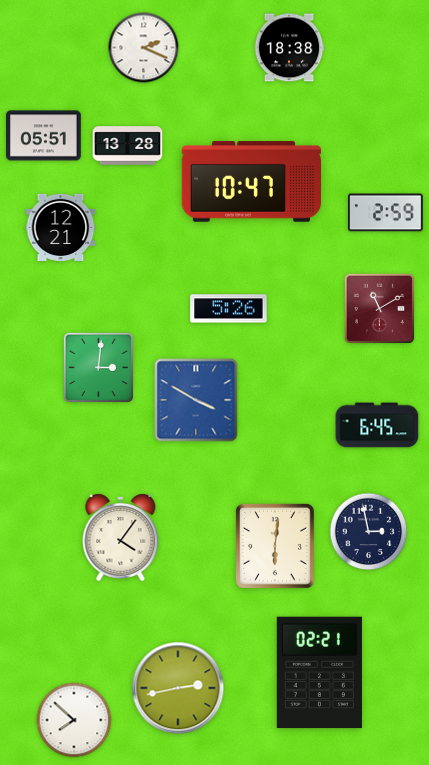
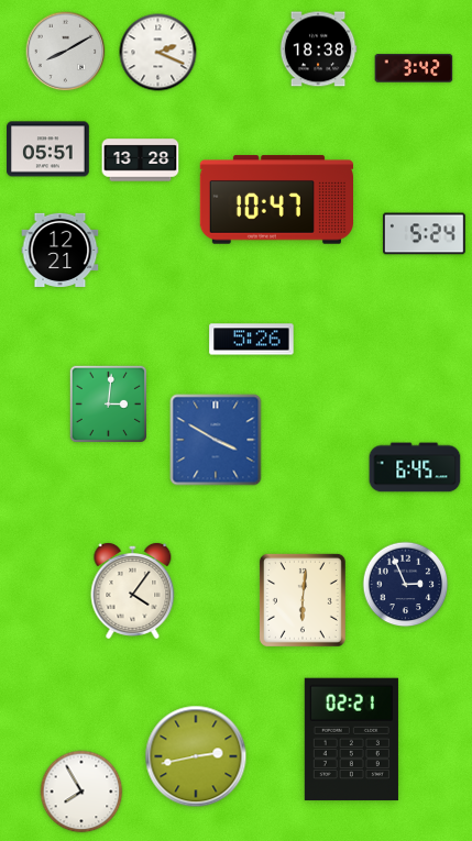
clock at (66, 52): none -> 8:10
clock at (289, 48) position: (289, 48) -> (318, 49)
clock at (414, 68): none -> 3:42
clock at (385, 213): 2:59 -> 5:24
clock at (61, 227) position: (61, 227) -> (61, 250)
clock at (380, 309): 11:10 -> none
clock at (369, 532): 2:58 -> 2:56
clock at (74, 720): 7:52 -> 7:55
